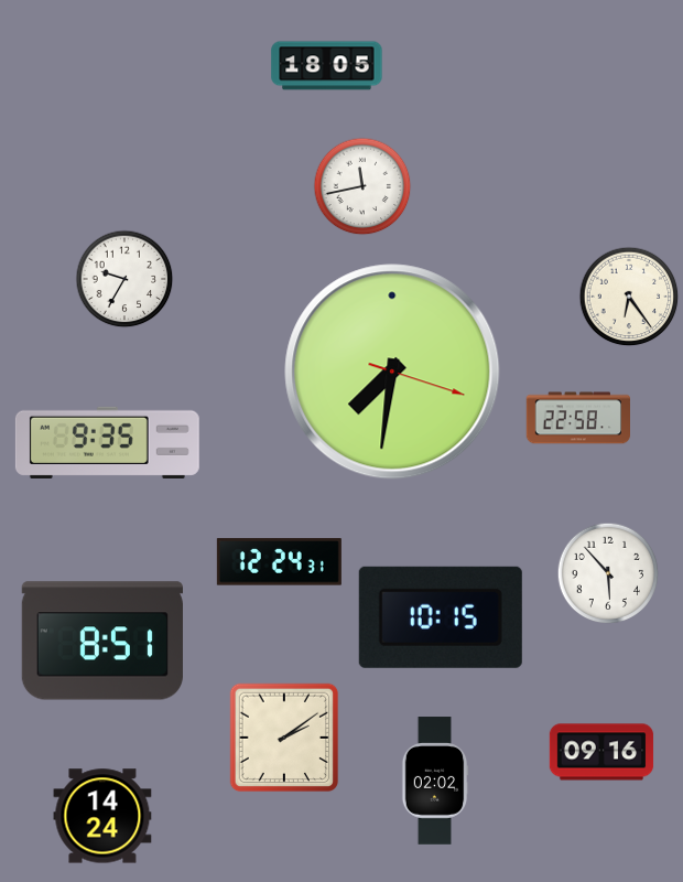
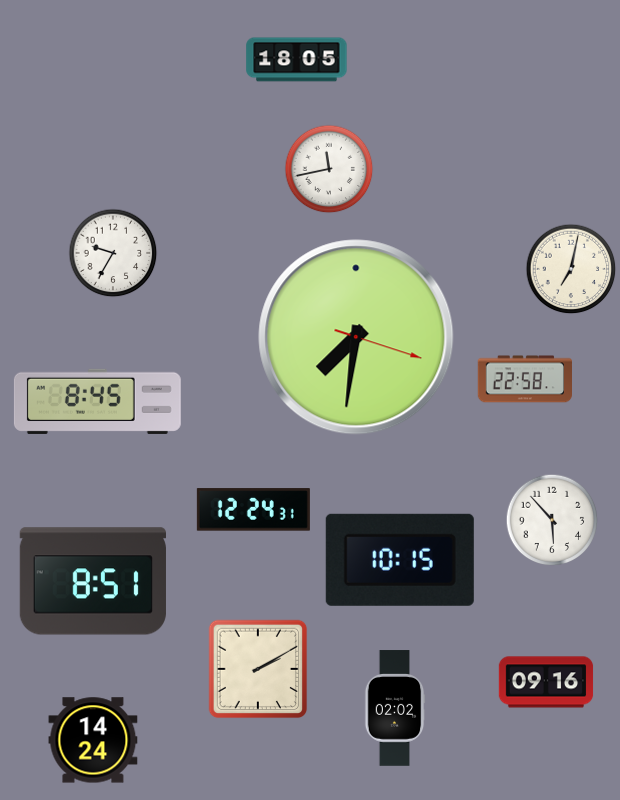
clock at (629, 297): 6:24 -> 7:02
clock at (107, 442): 9:35 -> 8:45
clock at (284, 738): 2:09 -> 2:10
